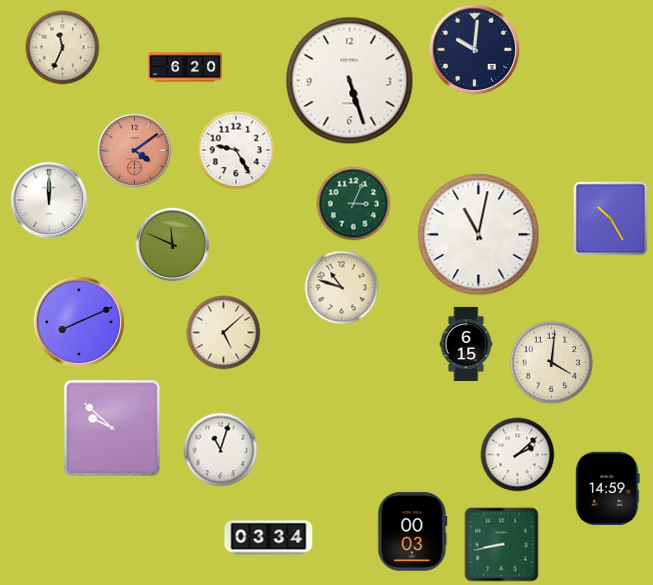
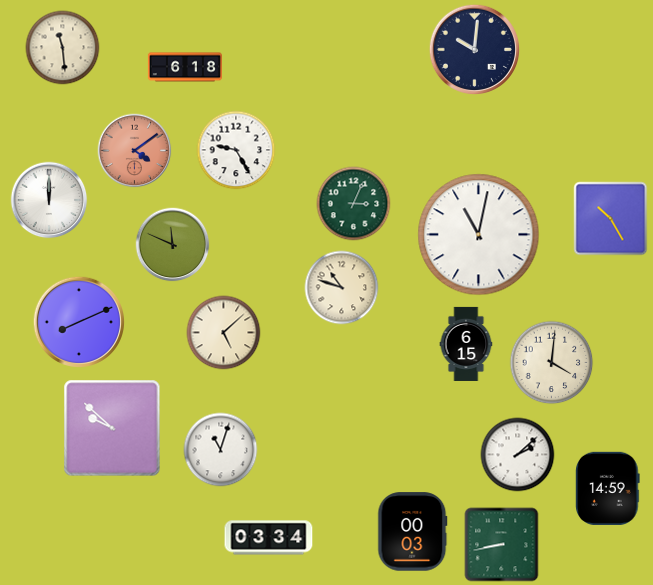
clock at (63, 48): 11:34 -> 11:29
clock at (185, 67): 6:20 -> 6:18
clock at (350, 81): 5:27 -> none
